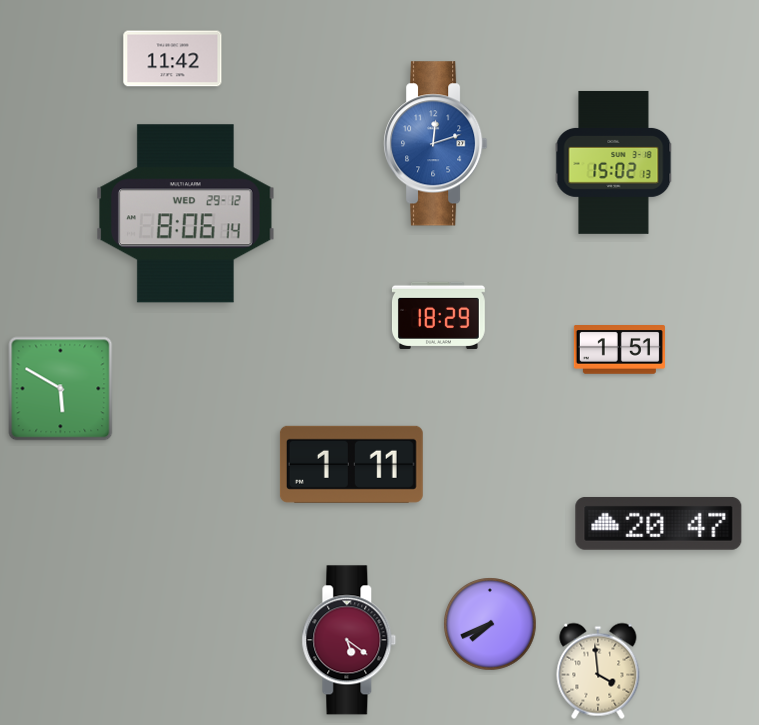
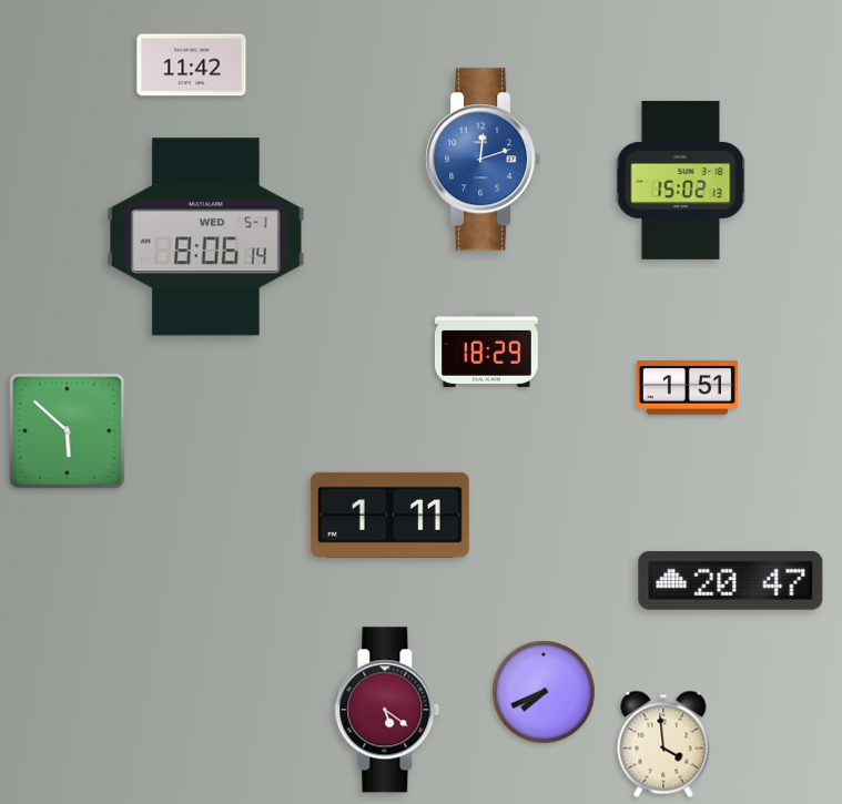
clock at (186, 214) date: WED 29-12 -> WED 5-1
clock at (61, 389): 5:50 -> 5:52
